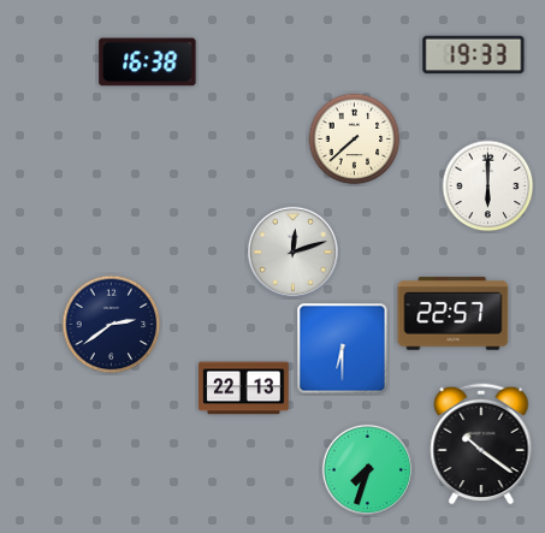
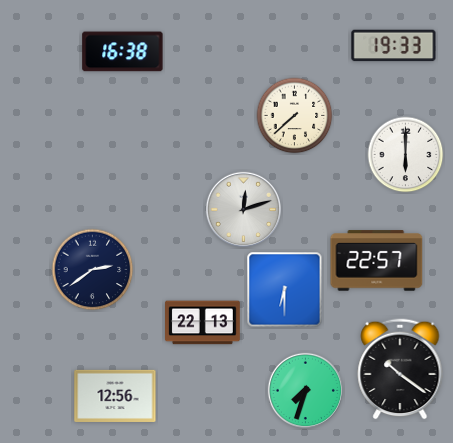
clock at (115, 396): none -> 12:56
